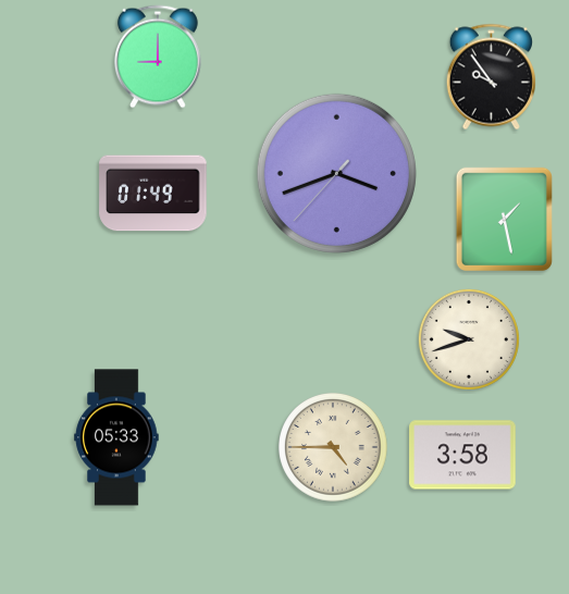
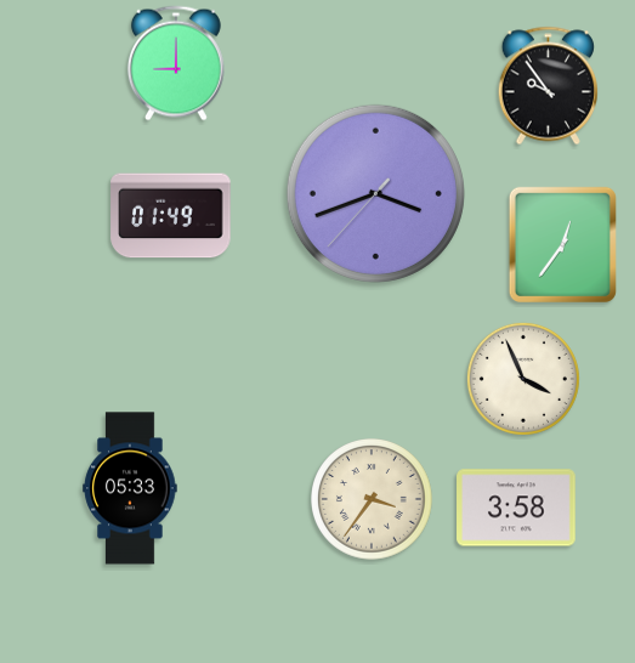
clock at (504, 219): 1:28 -> 12:36
clock at (469, 339): 9:42 -> 3:56
clock at (333, 447): 4:45 -> 3:36
